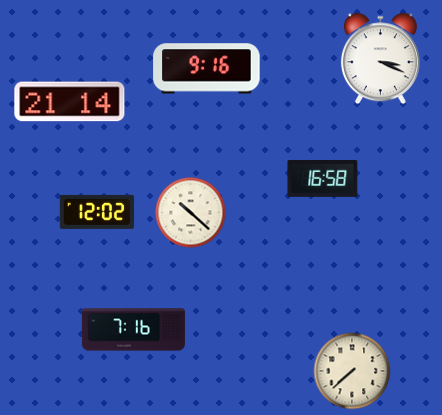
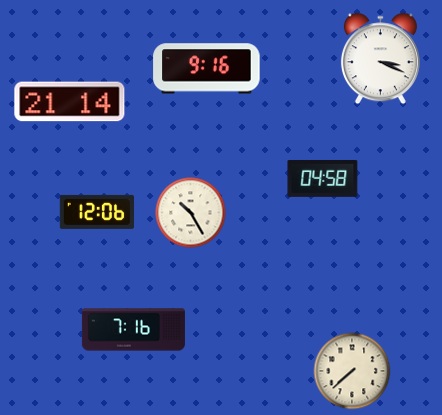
clock at (323, 179): 16:58 -> 04:58
clock at (97, 212): 12:02 -> 12:06
clock at (191, 213): 10:22 -> 10:25
